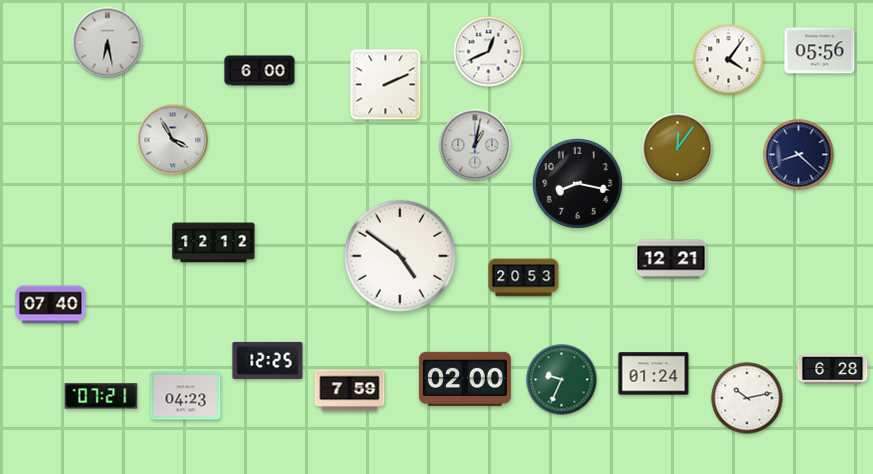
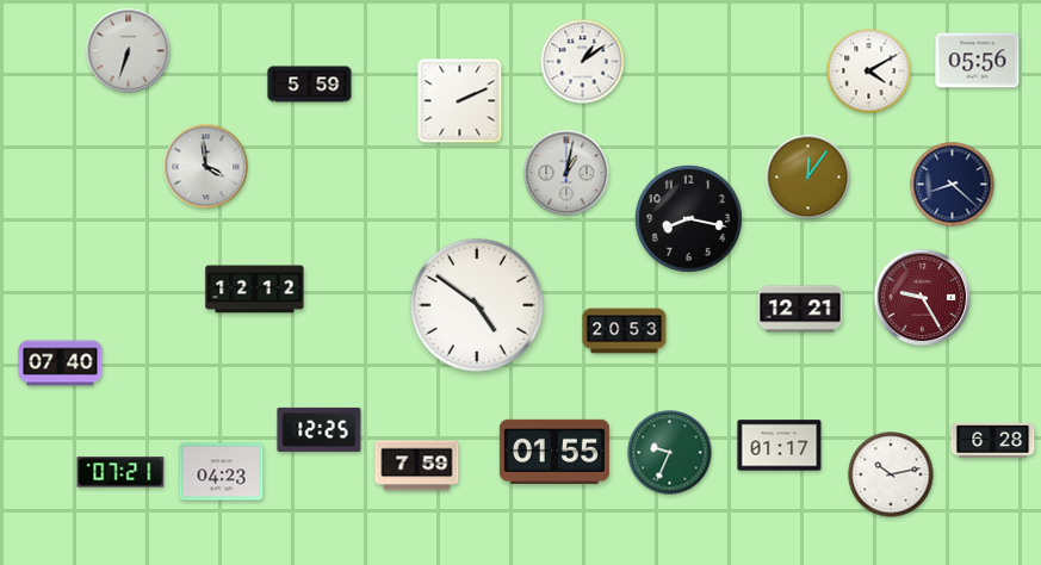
clock at (108, 43): 6:28 -> 6:33
clock at (489, 52): 12:41 -> 1:09
clock at (729, 60): 4:06 -> 4:10
clock at (260, 71): 6:00 -> 5:59
clock at (173, 140): 3:55 -> 3:59
clock at (923, 298): none -> 9:25
clock at (654, 374): 01:24 -> 01:17
clock at (465, 379): 02:00 -> 01:55
